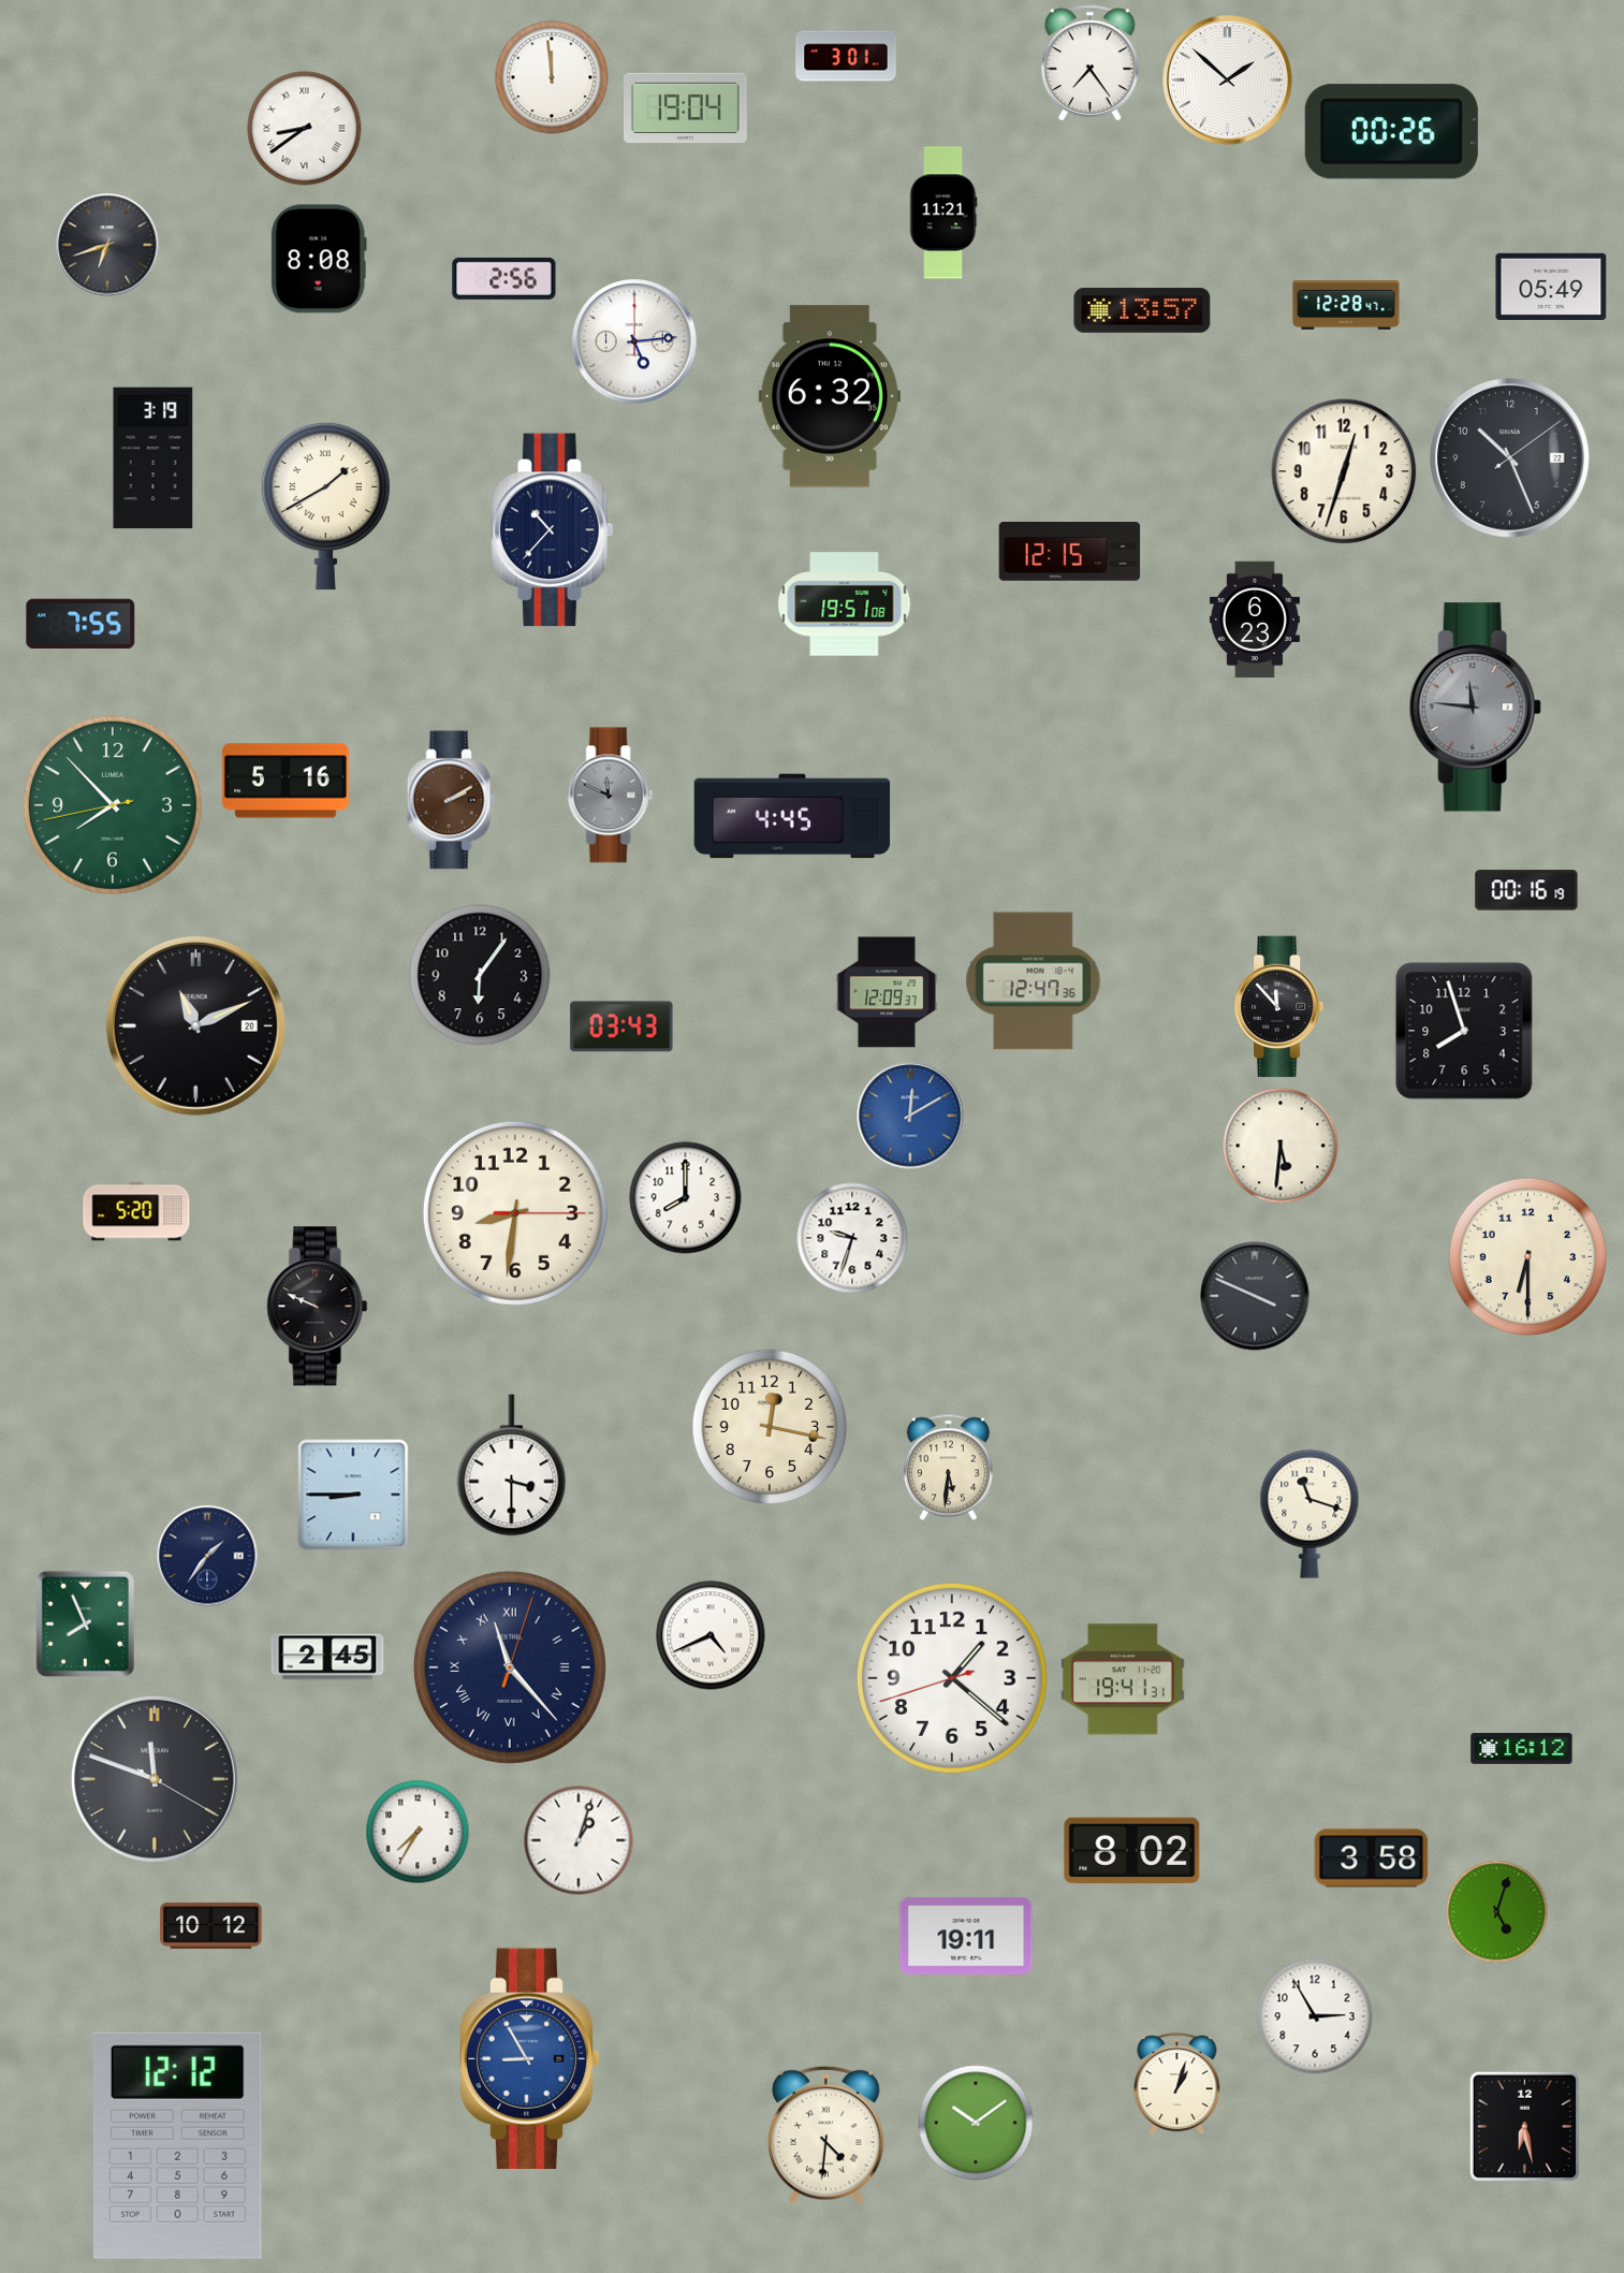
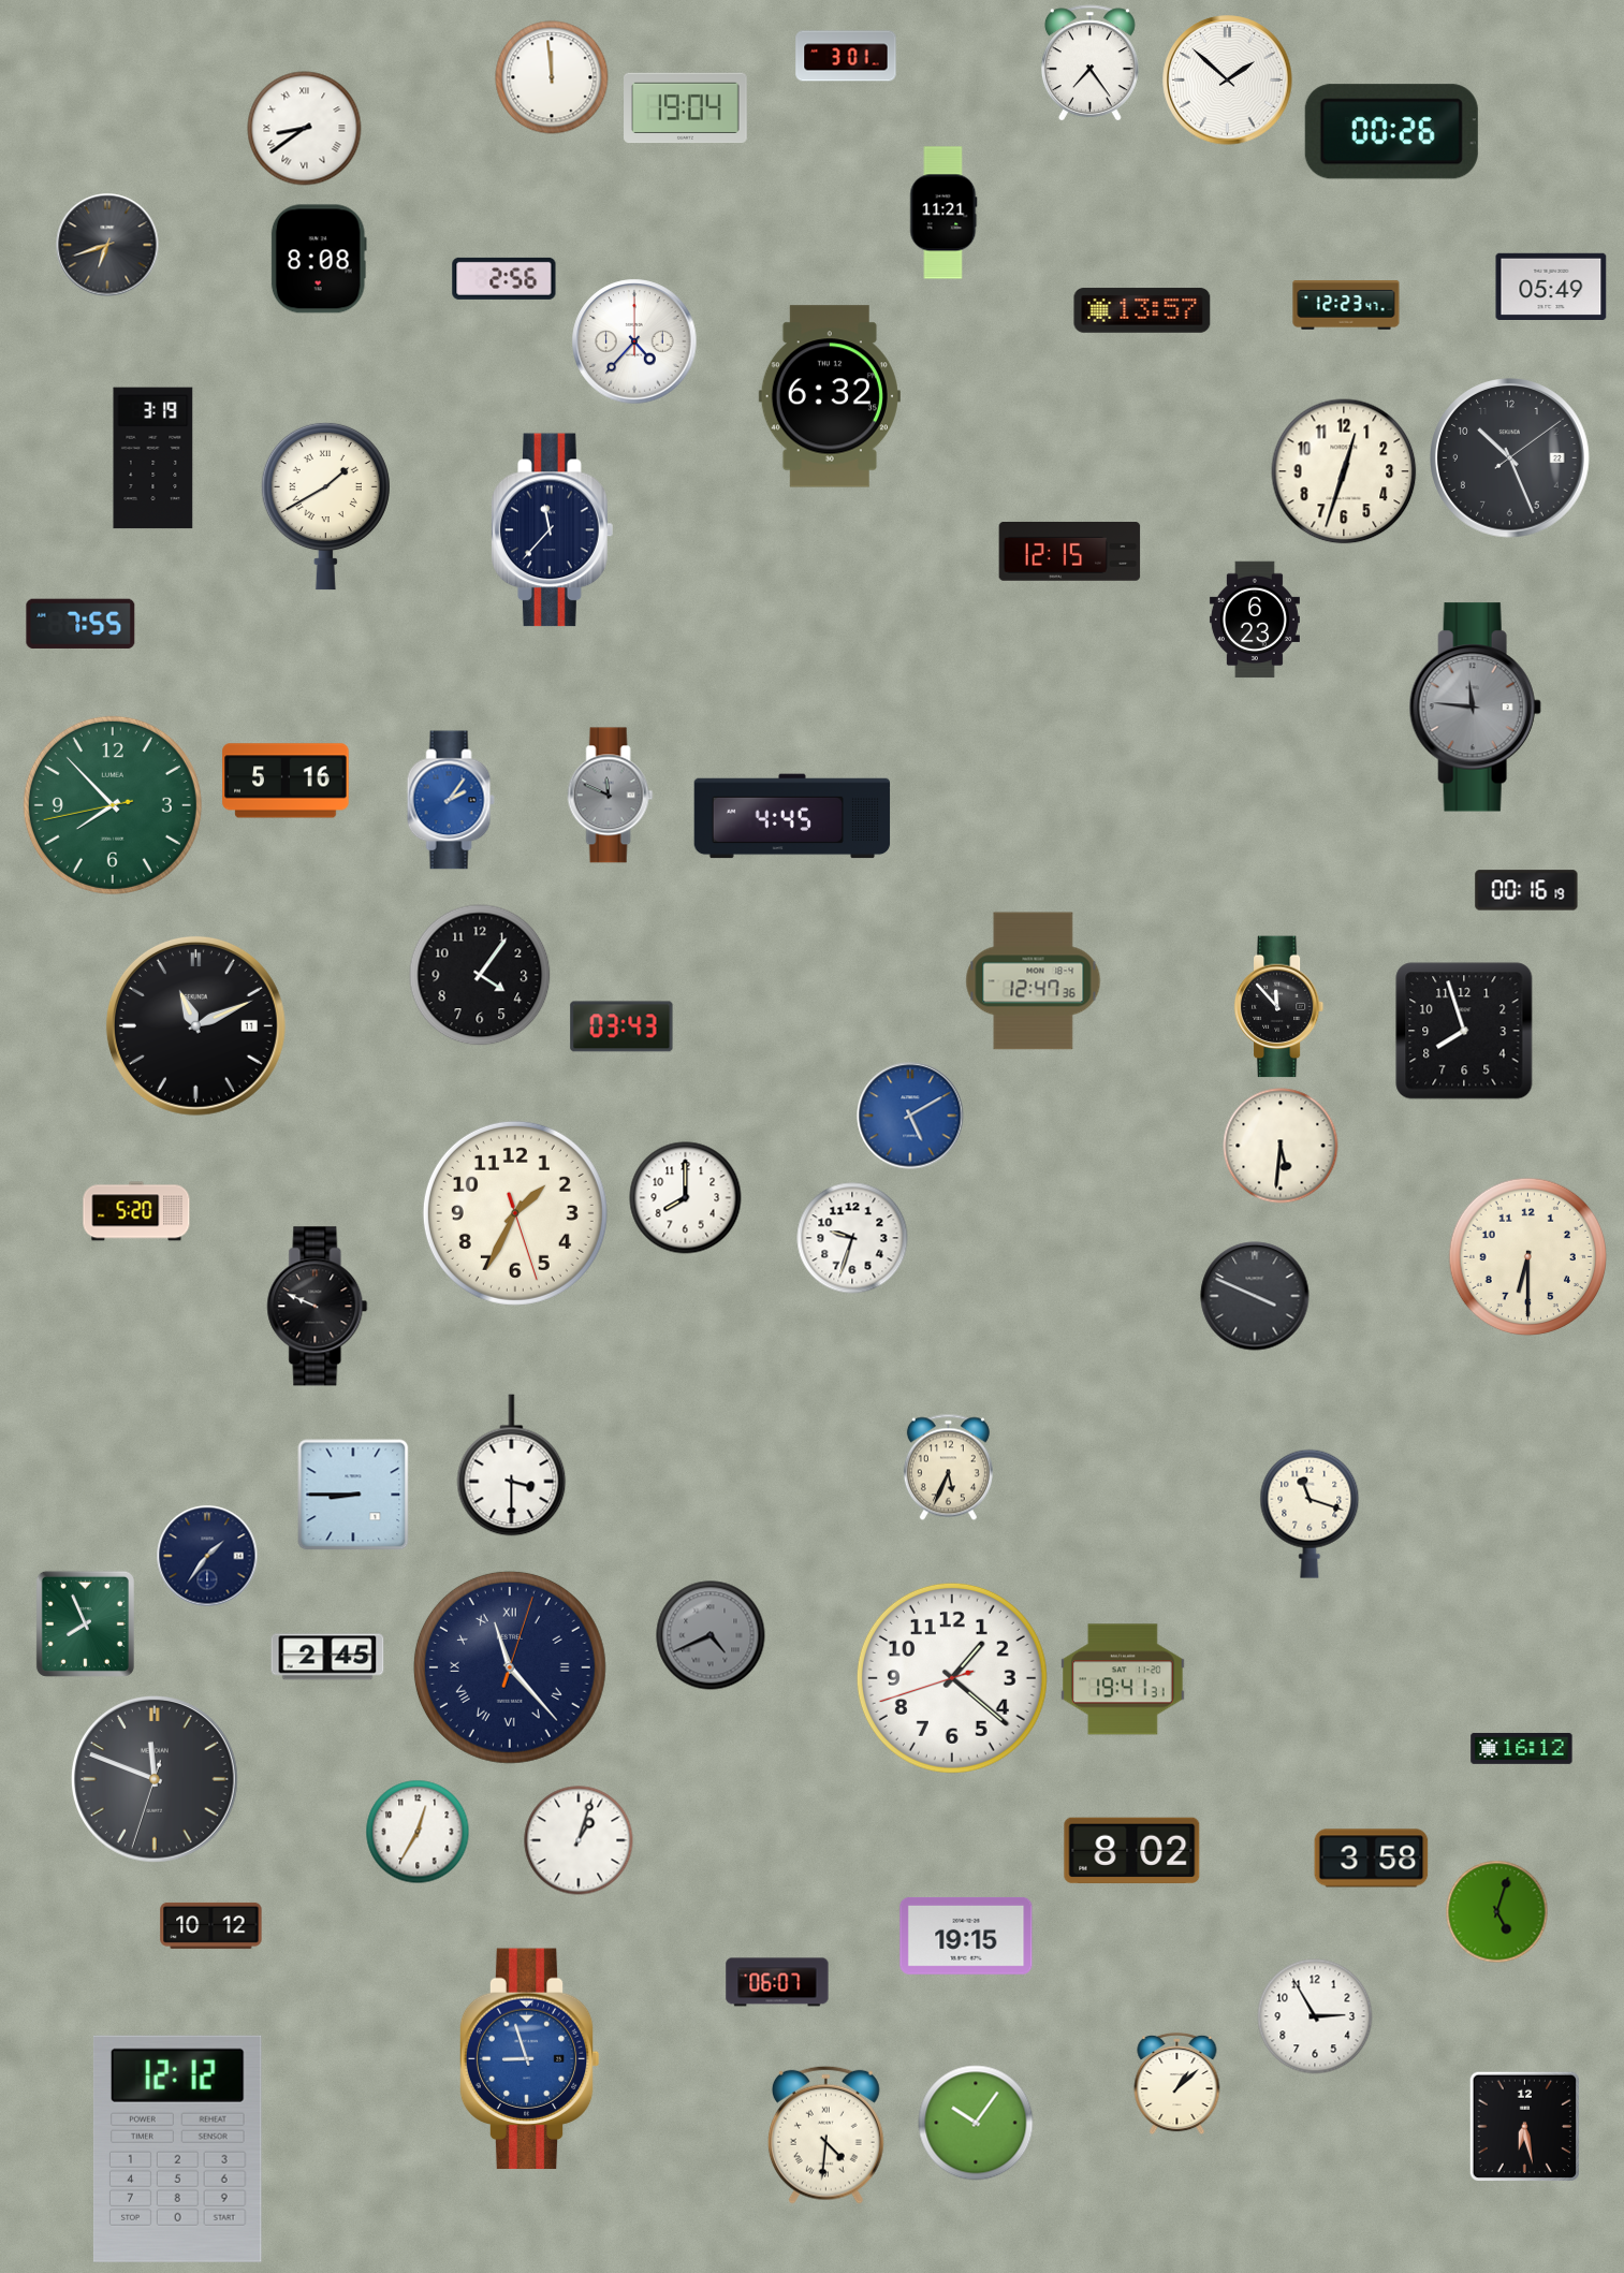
clock at (1346, 305): 12:28 -> 12:23
clock at (634, 341): 5:14 -> 4:37
clock at (553, 530): 10:37 -> 11:37
clock at (845, 604): 19:51 -> none
clock at (451, 800): 2:10 -> 2:06
clock at (451, 800) dial: brown -> blue
clock at (480, 975): 6:06 -> 4:06
clock at (887, 992): 12:09 -> none
clock at (195, 1025) date: 20 -> 11
clock at (910, 1116): 12:10 -> 5:10
clock at (515, 1213): 8:31 -> 1:34
clock at (770, 1427): 12:17 -> none
clock at (948, 1468): 5:31 -> 5:34
clock at (711, 1635) dial: white -> grey
clock at (156, 1780): 11:48:20 -> 11:48:33
clock at (418, 1832): 7:35 -> 12:35
clock at (966, 1936): 19:11 -> 19:15
clock at (777, 1982): none -> 06:07
clock at (529, 2059): 8:55 -> 8:57
clock at (1177, 2084): 1:03 -> 1:08
clock at (976, 2123): 10:09 -> 10:06
clock at (177, 2145) position: (177, 2145) -> (177, 2148)
